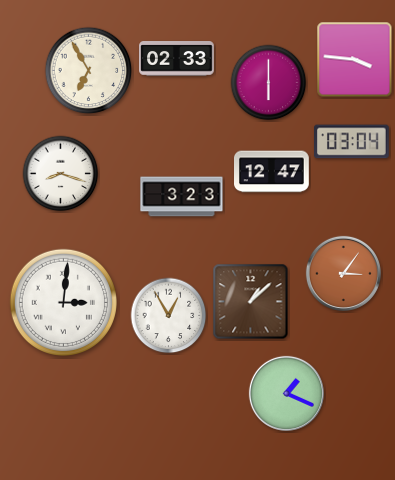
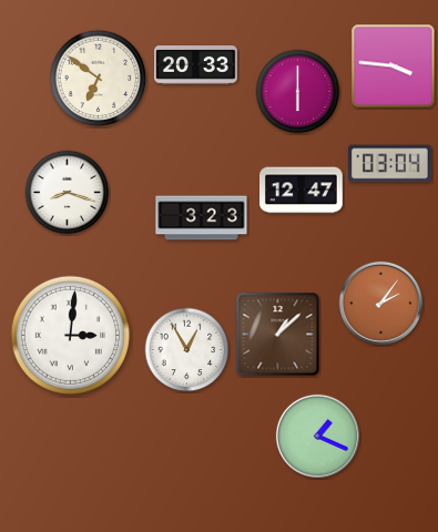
clock at (177, 59): 02:33 -> 20:33
clock at (89, 71): 6:55 -> 6:51
clock at (352, 142) position: (352, 142) -> (390, 164)
clock at (343, 273): 3:06 -> 2:06
